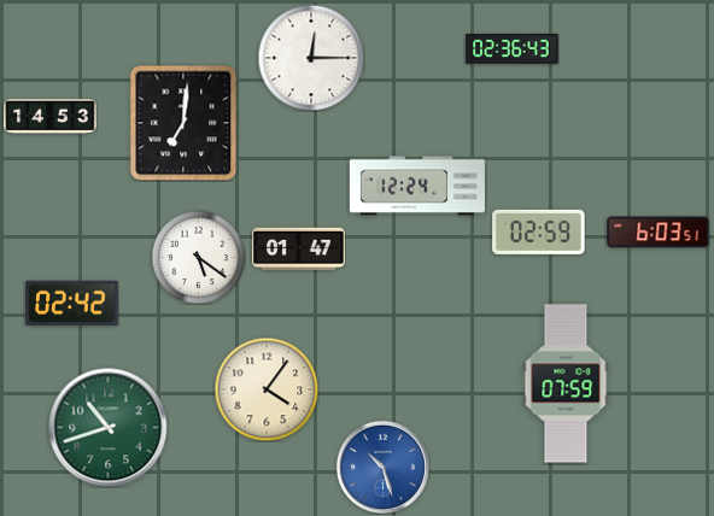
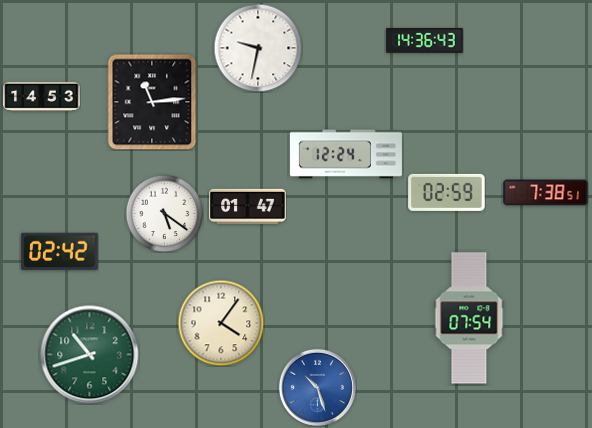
clock at (513, 48): 02:36 -> 14:36
clock at (311, 58): 12:15 -> 9:32
clock at (183, 123): 7:01 -> 11:14
clock at (659, 233): 6:03 -> 7:38
clock at (566, 383): 07:59 -> 07:54
